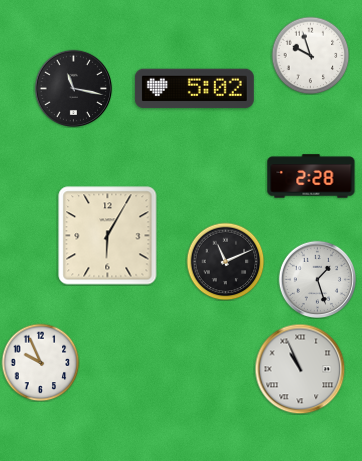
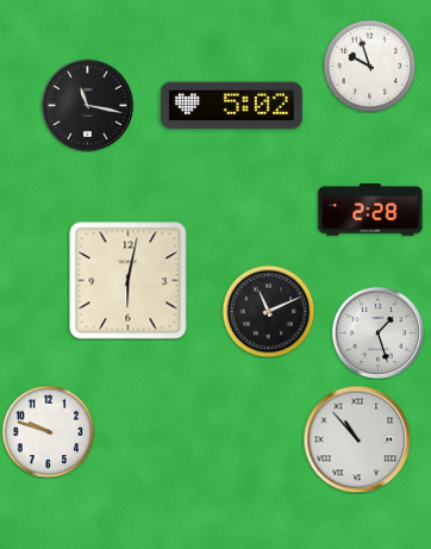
clock at (108, 236): 6:05 -> 6:02
clock at (40, 362): 9:56 -> 9:48
clock at (300, 369): 10:56 -> 10:53
